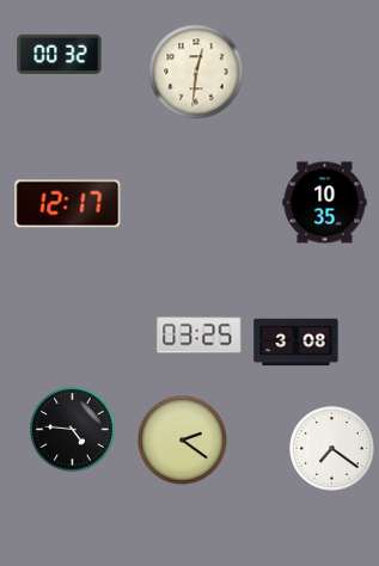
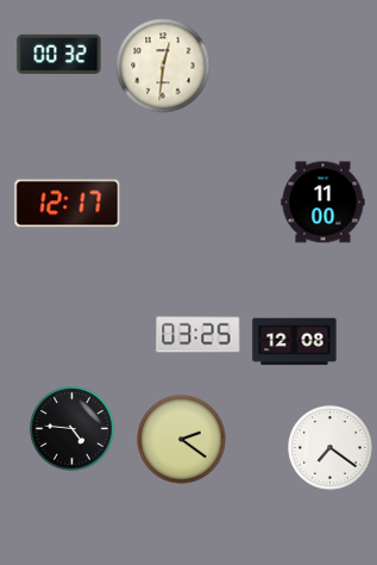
clock at (196, 72) position: (196, 72) -> (163, 66)
clock at (325, 203): 10:35 -> 11:00
clock at (297, 343): 3:08 -> 12:08
